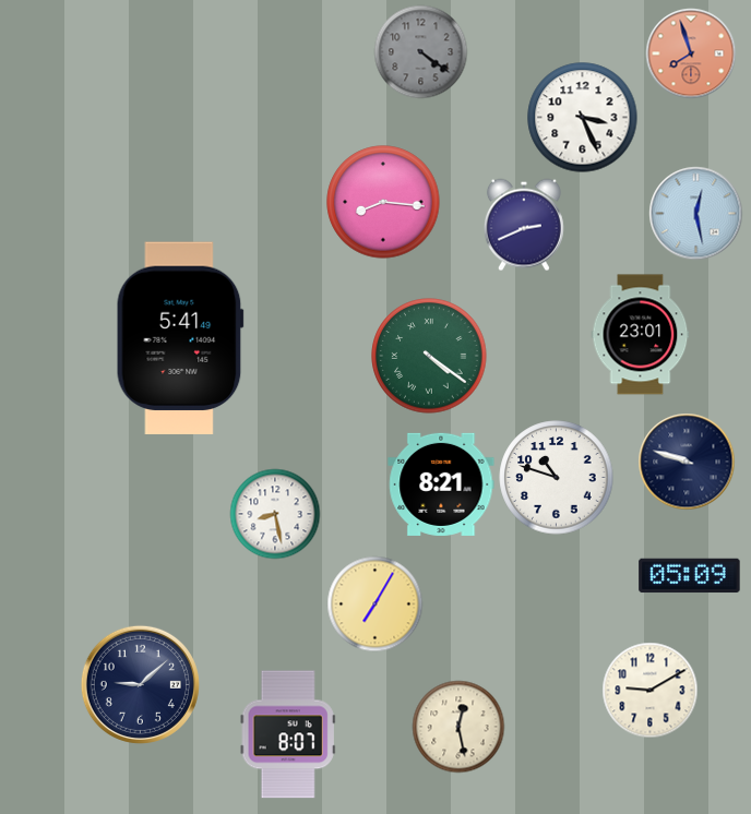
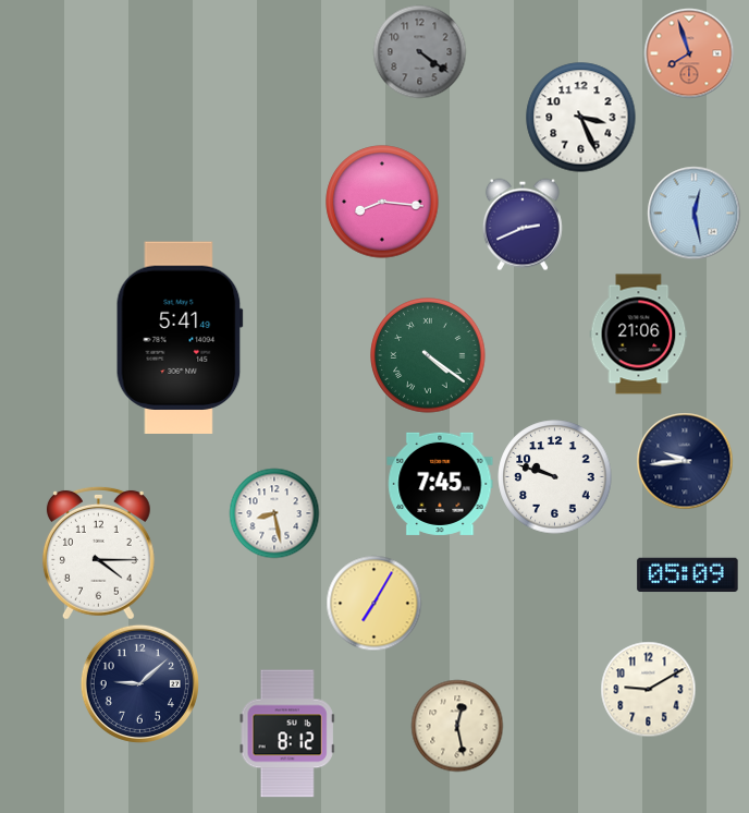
clock at (641, 335): 23:01 -> 21:06
clock at (687, 462): 9:48 -> 9:44
clock at (557, 478): 10:48 -> 9:48
clock at (441, 484): 8:21 -> 7:45
clock at (98, 553): none -> 4:15
clock at (288, 734): 8:07 -> 8:12
